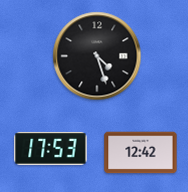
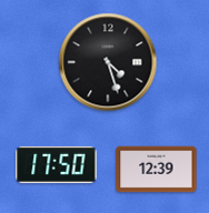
clock at (51, 148): 17:53 -> 17:50
clock at (141, 153): 12:42 -> 12:39
